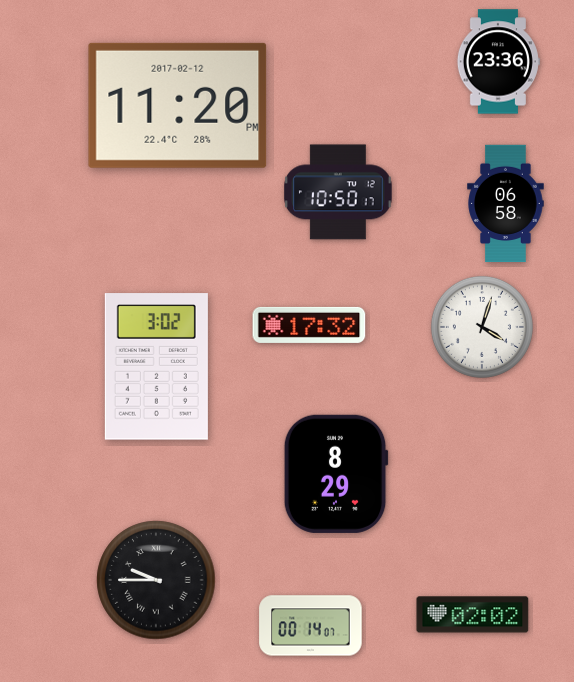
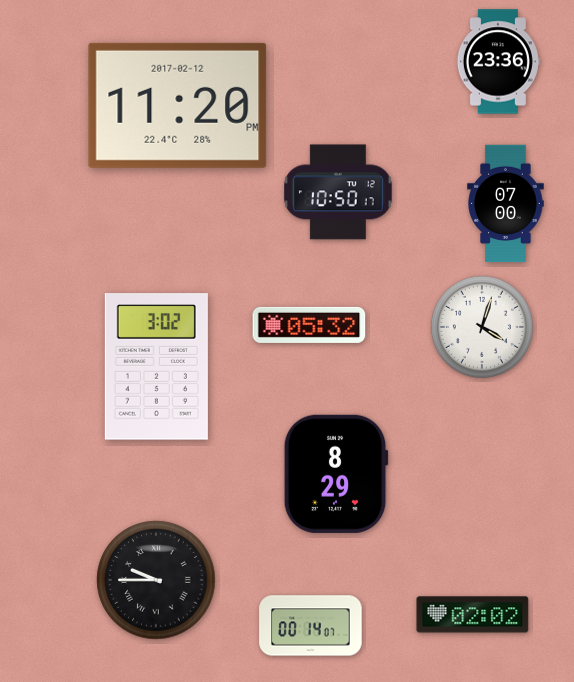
clock at (506, 204): 06:58 -> 07:00
clock at (309, 325): 17:32 -> 05:32
